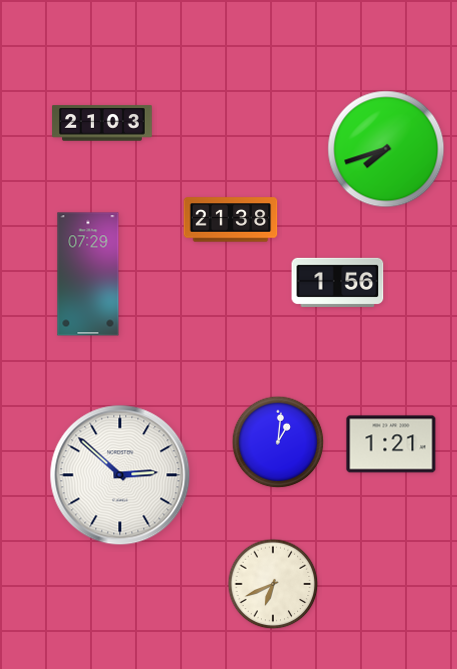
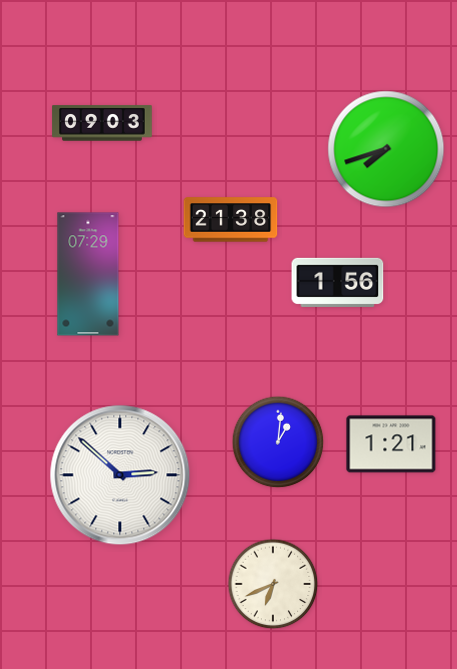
clock at (102, 123): 21:03 -> 09:03
